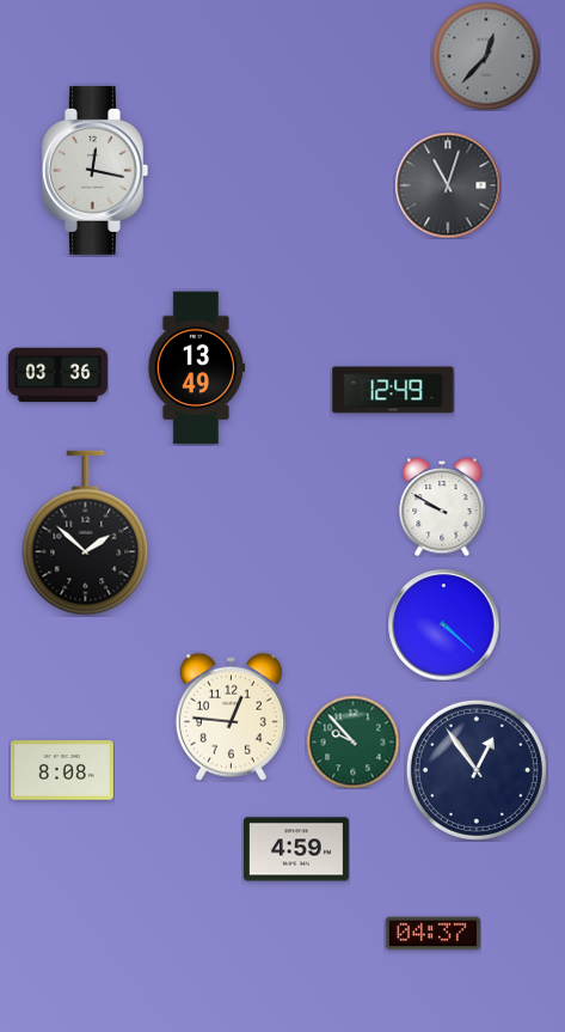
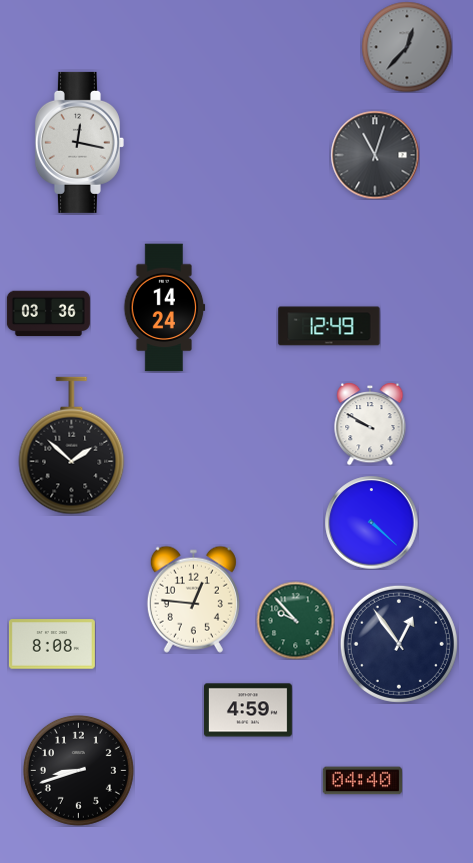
clock at (197, 368): 13:49 -> 14:24
clock at (78, 770): none -> 8:42
clock at (432, 934): 04:37 -> 04:40
